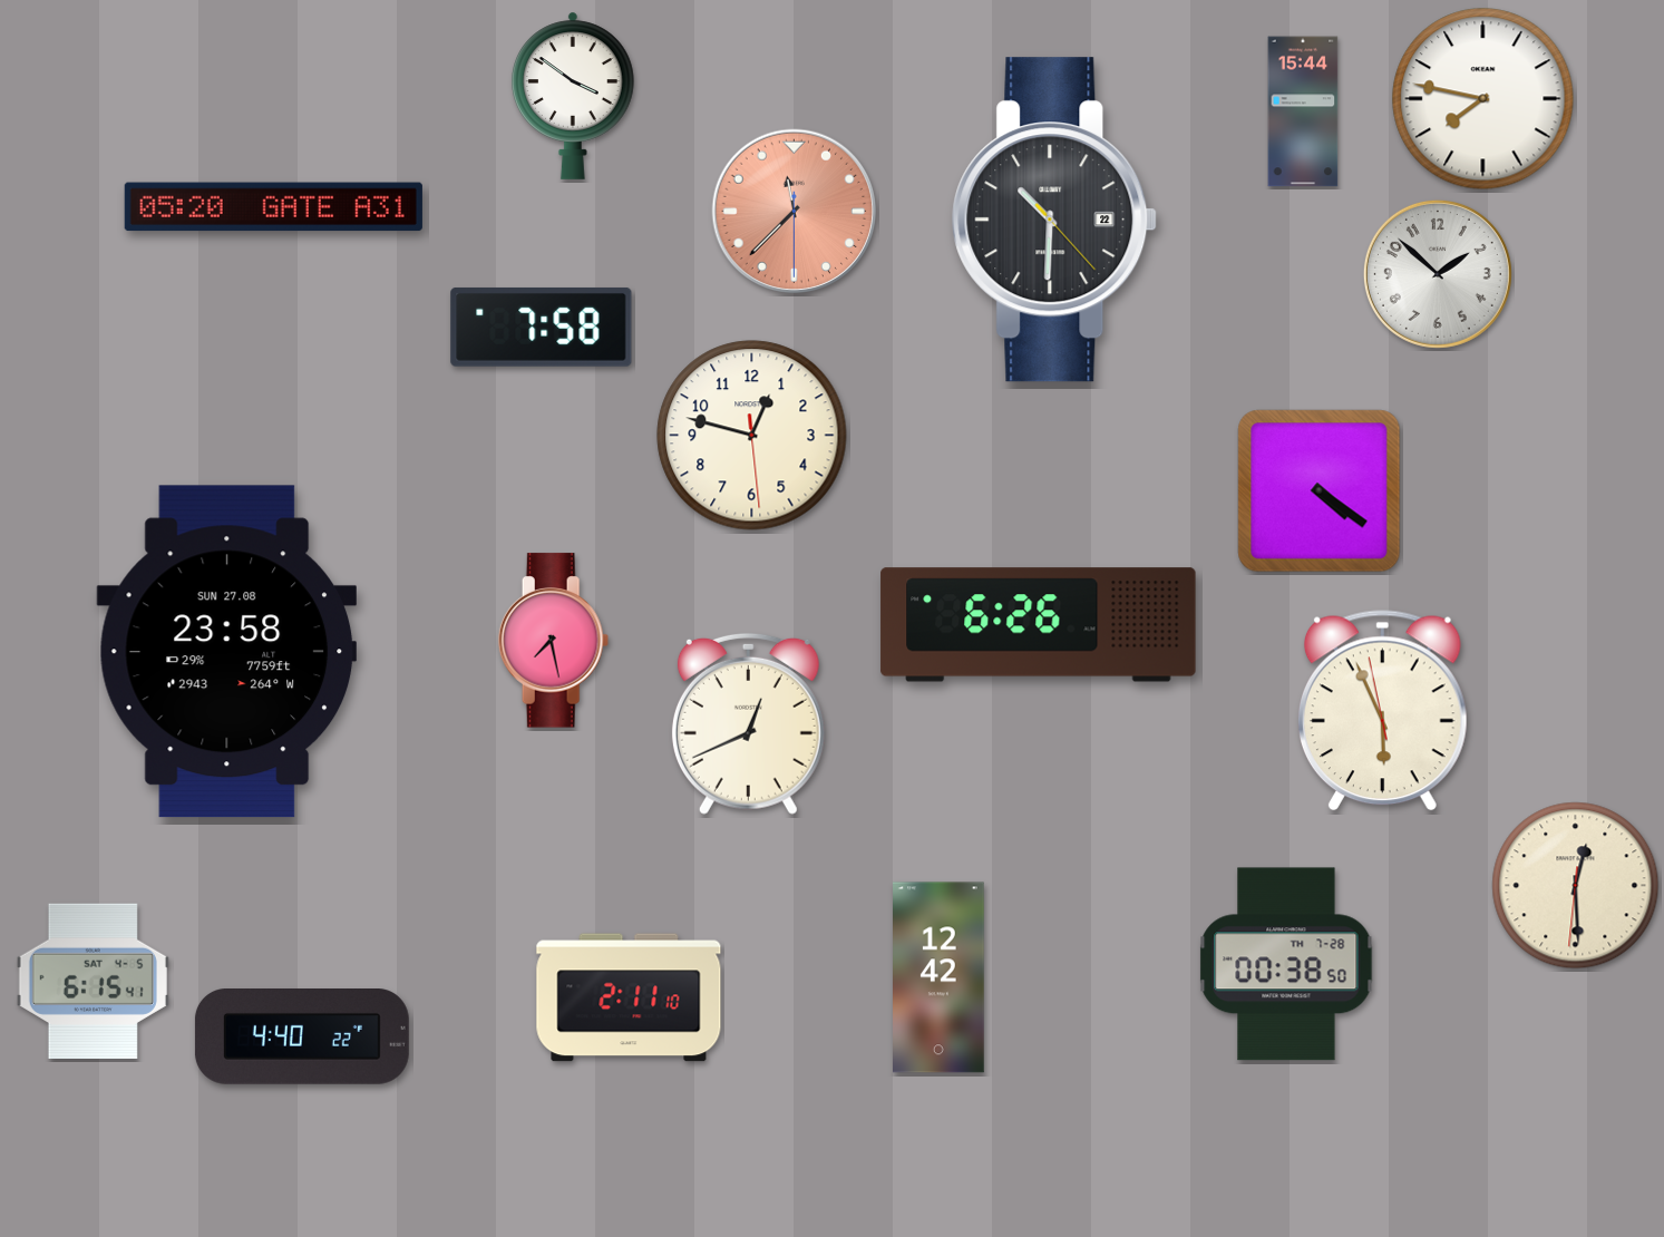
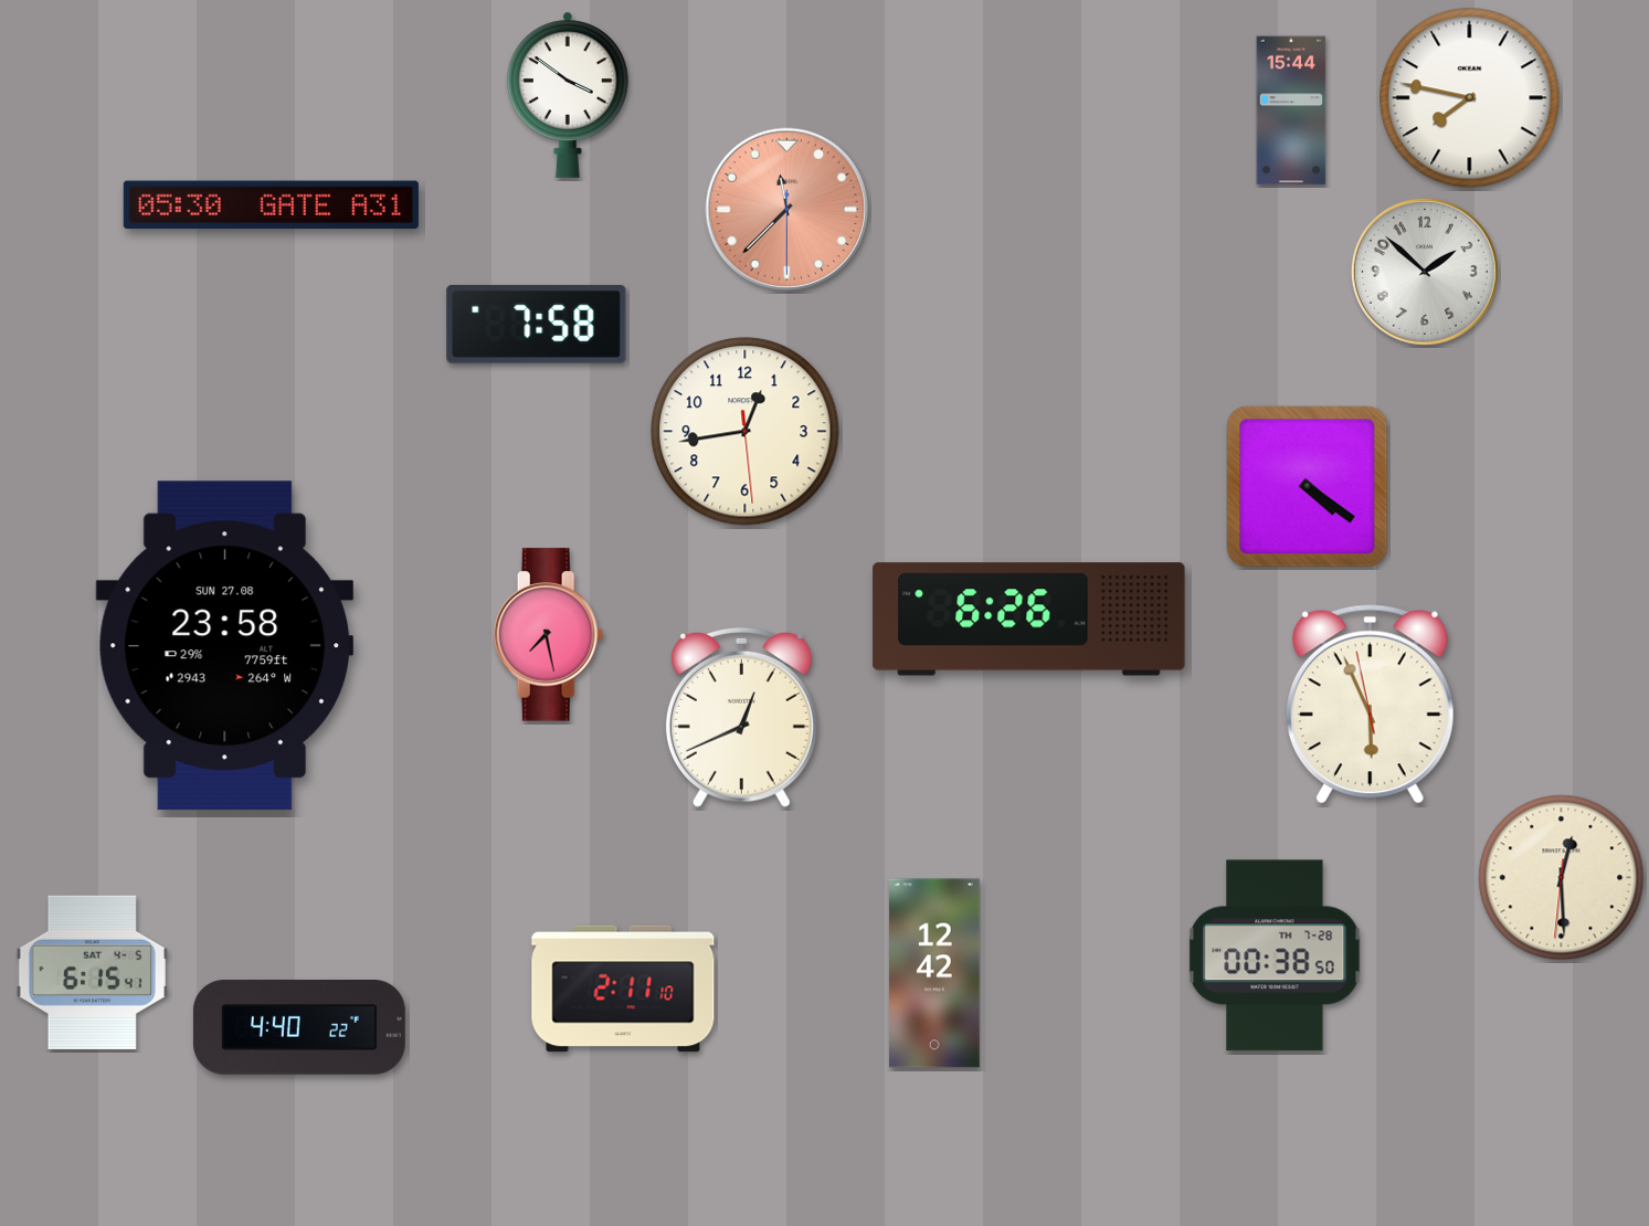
clock at (273, 207): 05:20 -> 05:30
clock at (1054, 220): 10:30 -> none
clock at (752, 436): 12:47 -> 12:43
clock at (940, 977) position: (940, 977) -> (936, 973)
